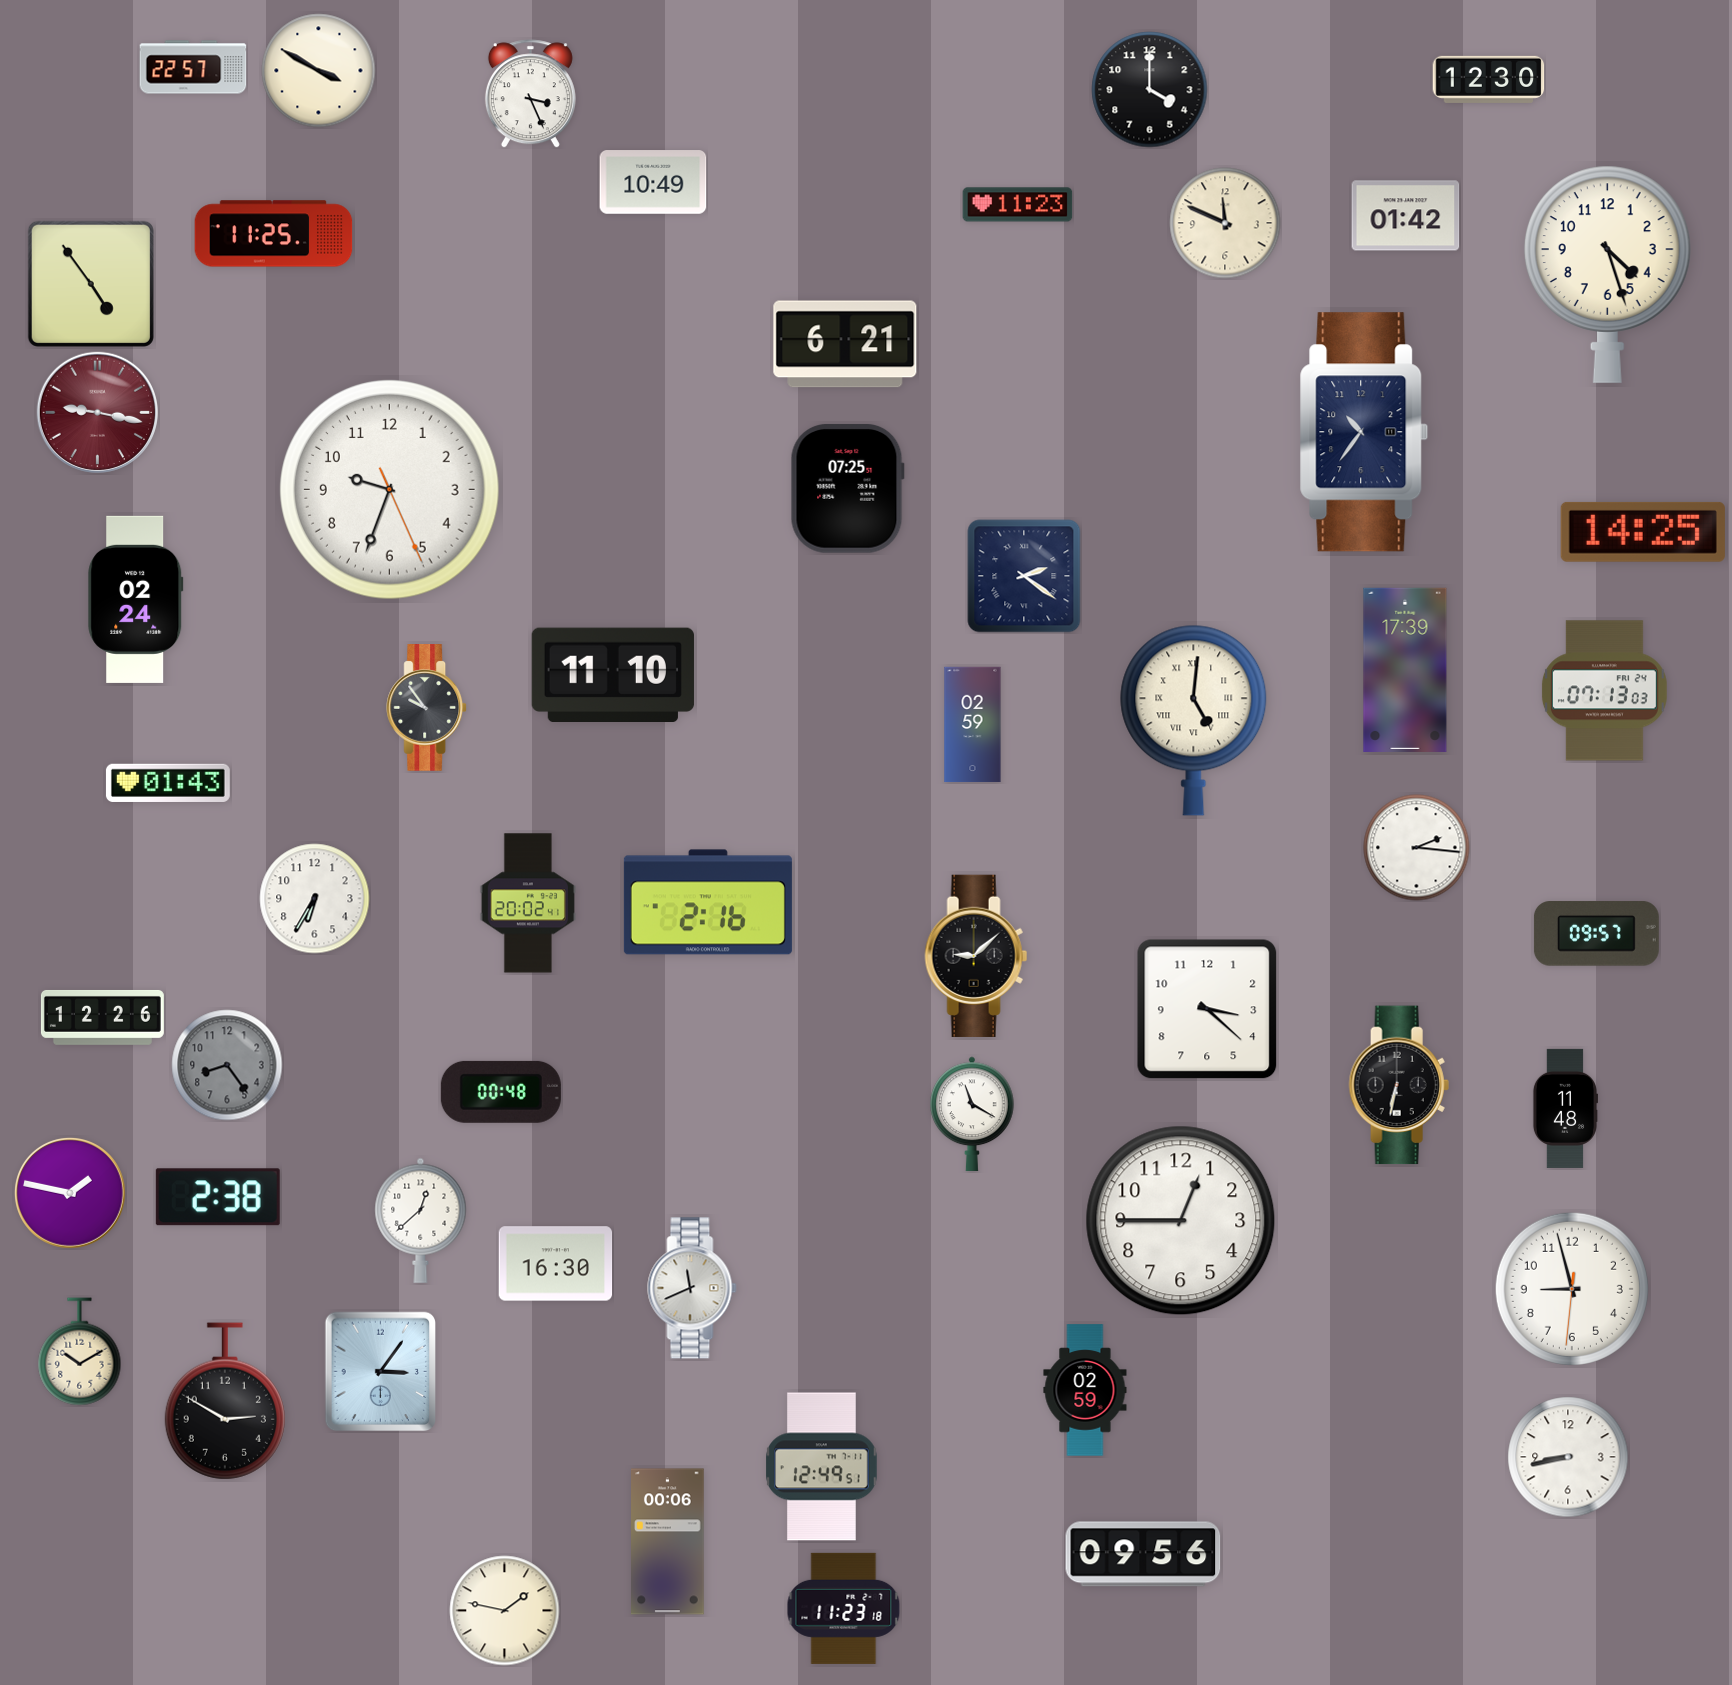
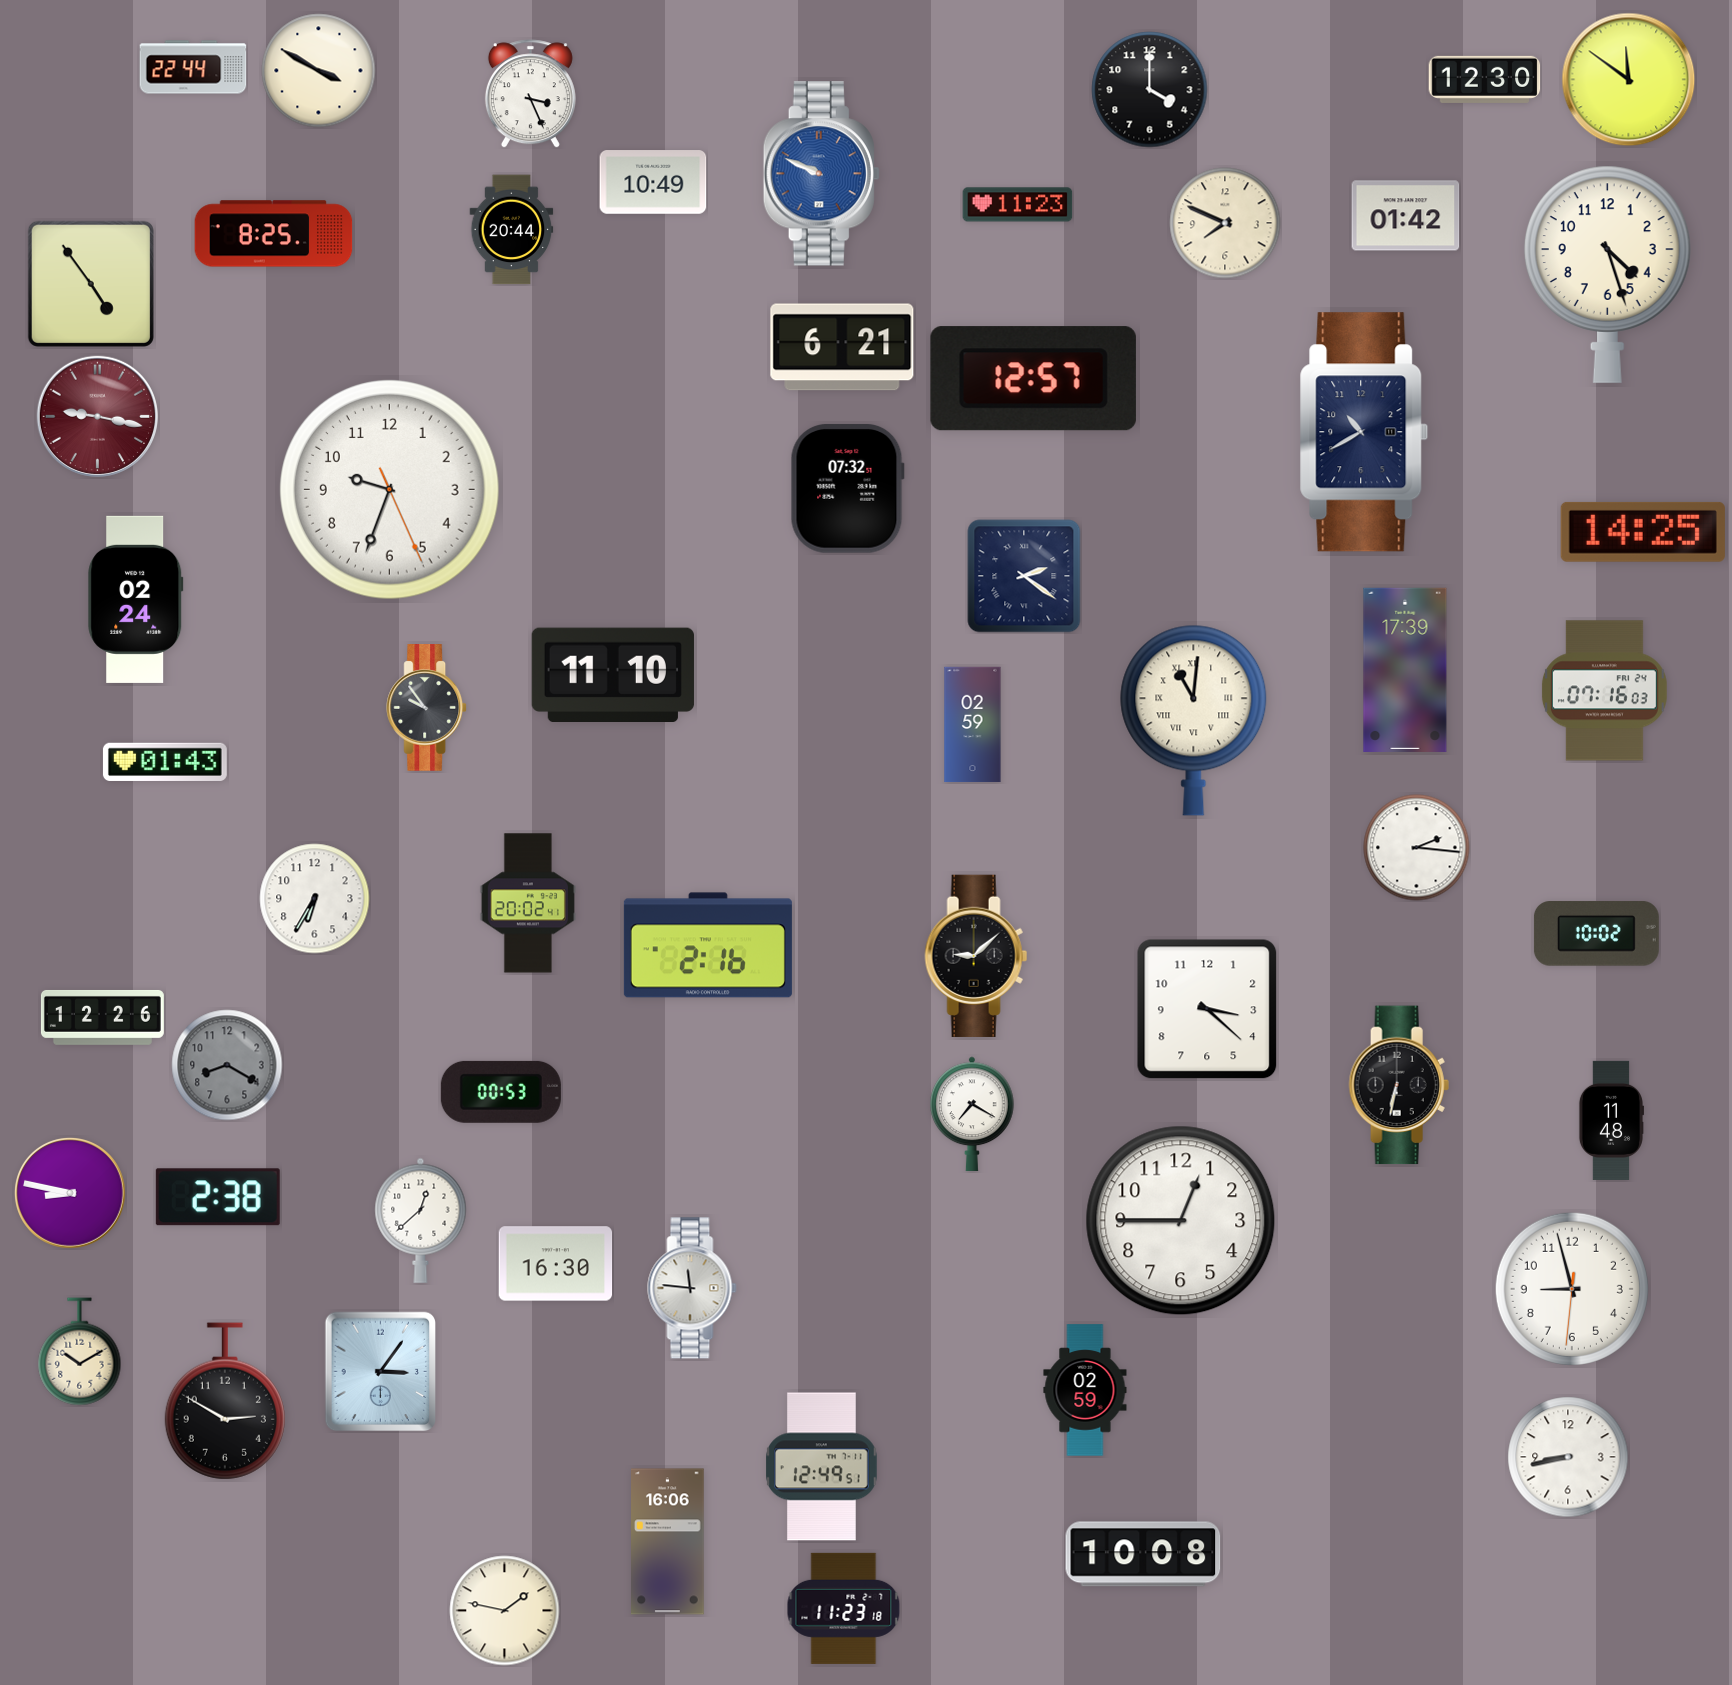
clock at (193, 67): 22:57 -> 22:44
clock at (1489, 79) position: (1489, 79) -> (1485, 79)
clock at (1629, 80): none -> 11:51
clock at (821, 174): none -> 9:49
clock at (1225, 223): 11:49 -> 7:49
clock at (512, 230): none -> 20:44
clock at (274, 234): 11:25 -> 8:25
clock at (845, 344) position: (845, 344) -> (842, 347)
clock at (1033, 379): none -> 12:57
clock at (97, 412) position: (97, 412) -> (97, 416)
clock at (1364, 432): 10:36 -> 10:40
clock at (847, 489): 07:25 -> 07:32
clock at (1604, 691): 07:13 -> 07:16
clock at (1194, 720): 5:01 -> 11:01
clock at (168, 783) position: (168, 783) -> (165, 762)
clock at (708, 902) position: (708, 902) -> (708, 945)
clock at (1596, 934): 09:57 -> 10:02
clock at (227, 1065): 8:24 -> 8:20
clock at (501, 1092): 00:48 -> 00:53
clock at (1565, 1108) position: (1565, 1108) -> (1611, 1120)
clock at (972, 1114): 11:20 -> 7:20
clock at (70, 1193): 1:47 -> 8:47
clock at (692, 1288): 11:41 -> 11:46
clock at (668, 1542): 00:06 -> 16:06
clock at (1143, 1554): 09:56 -> 10:08
